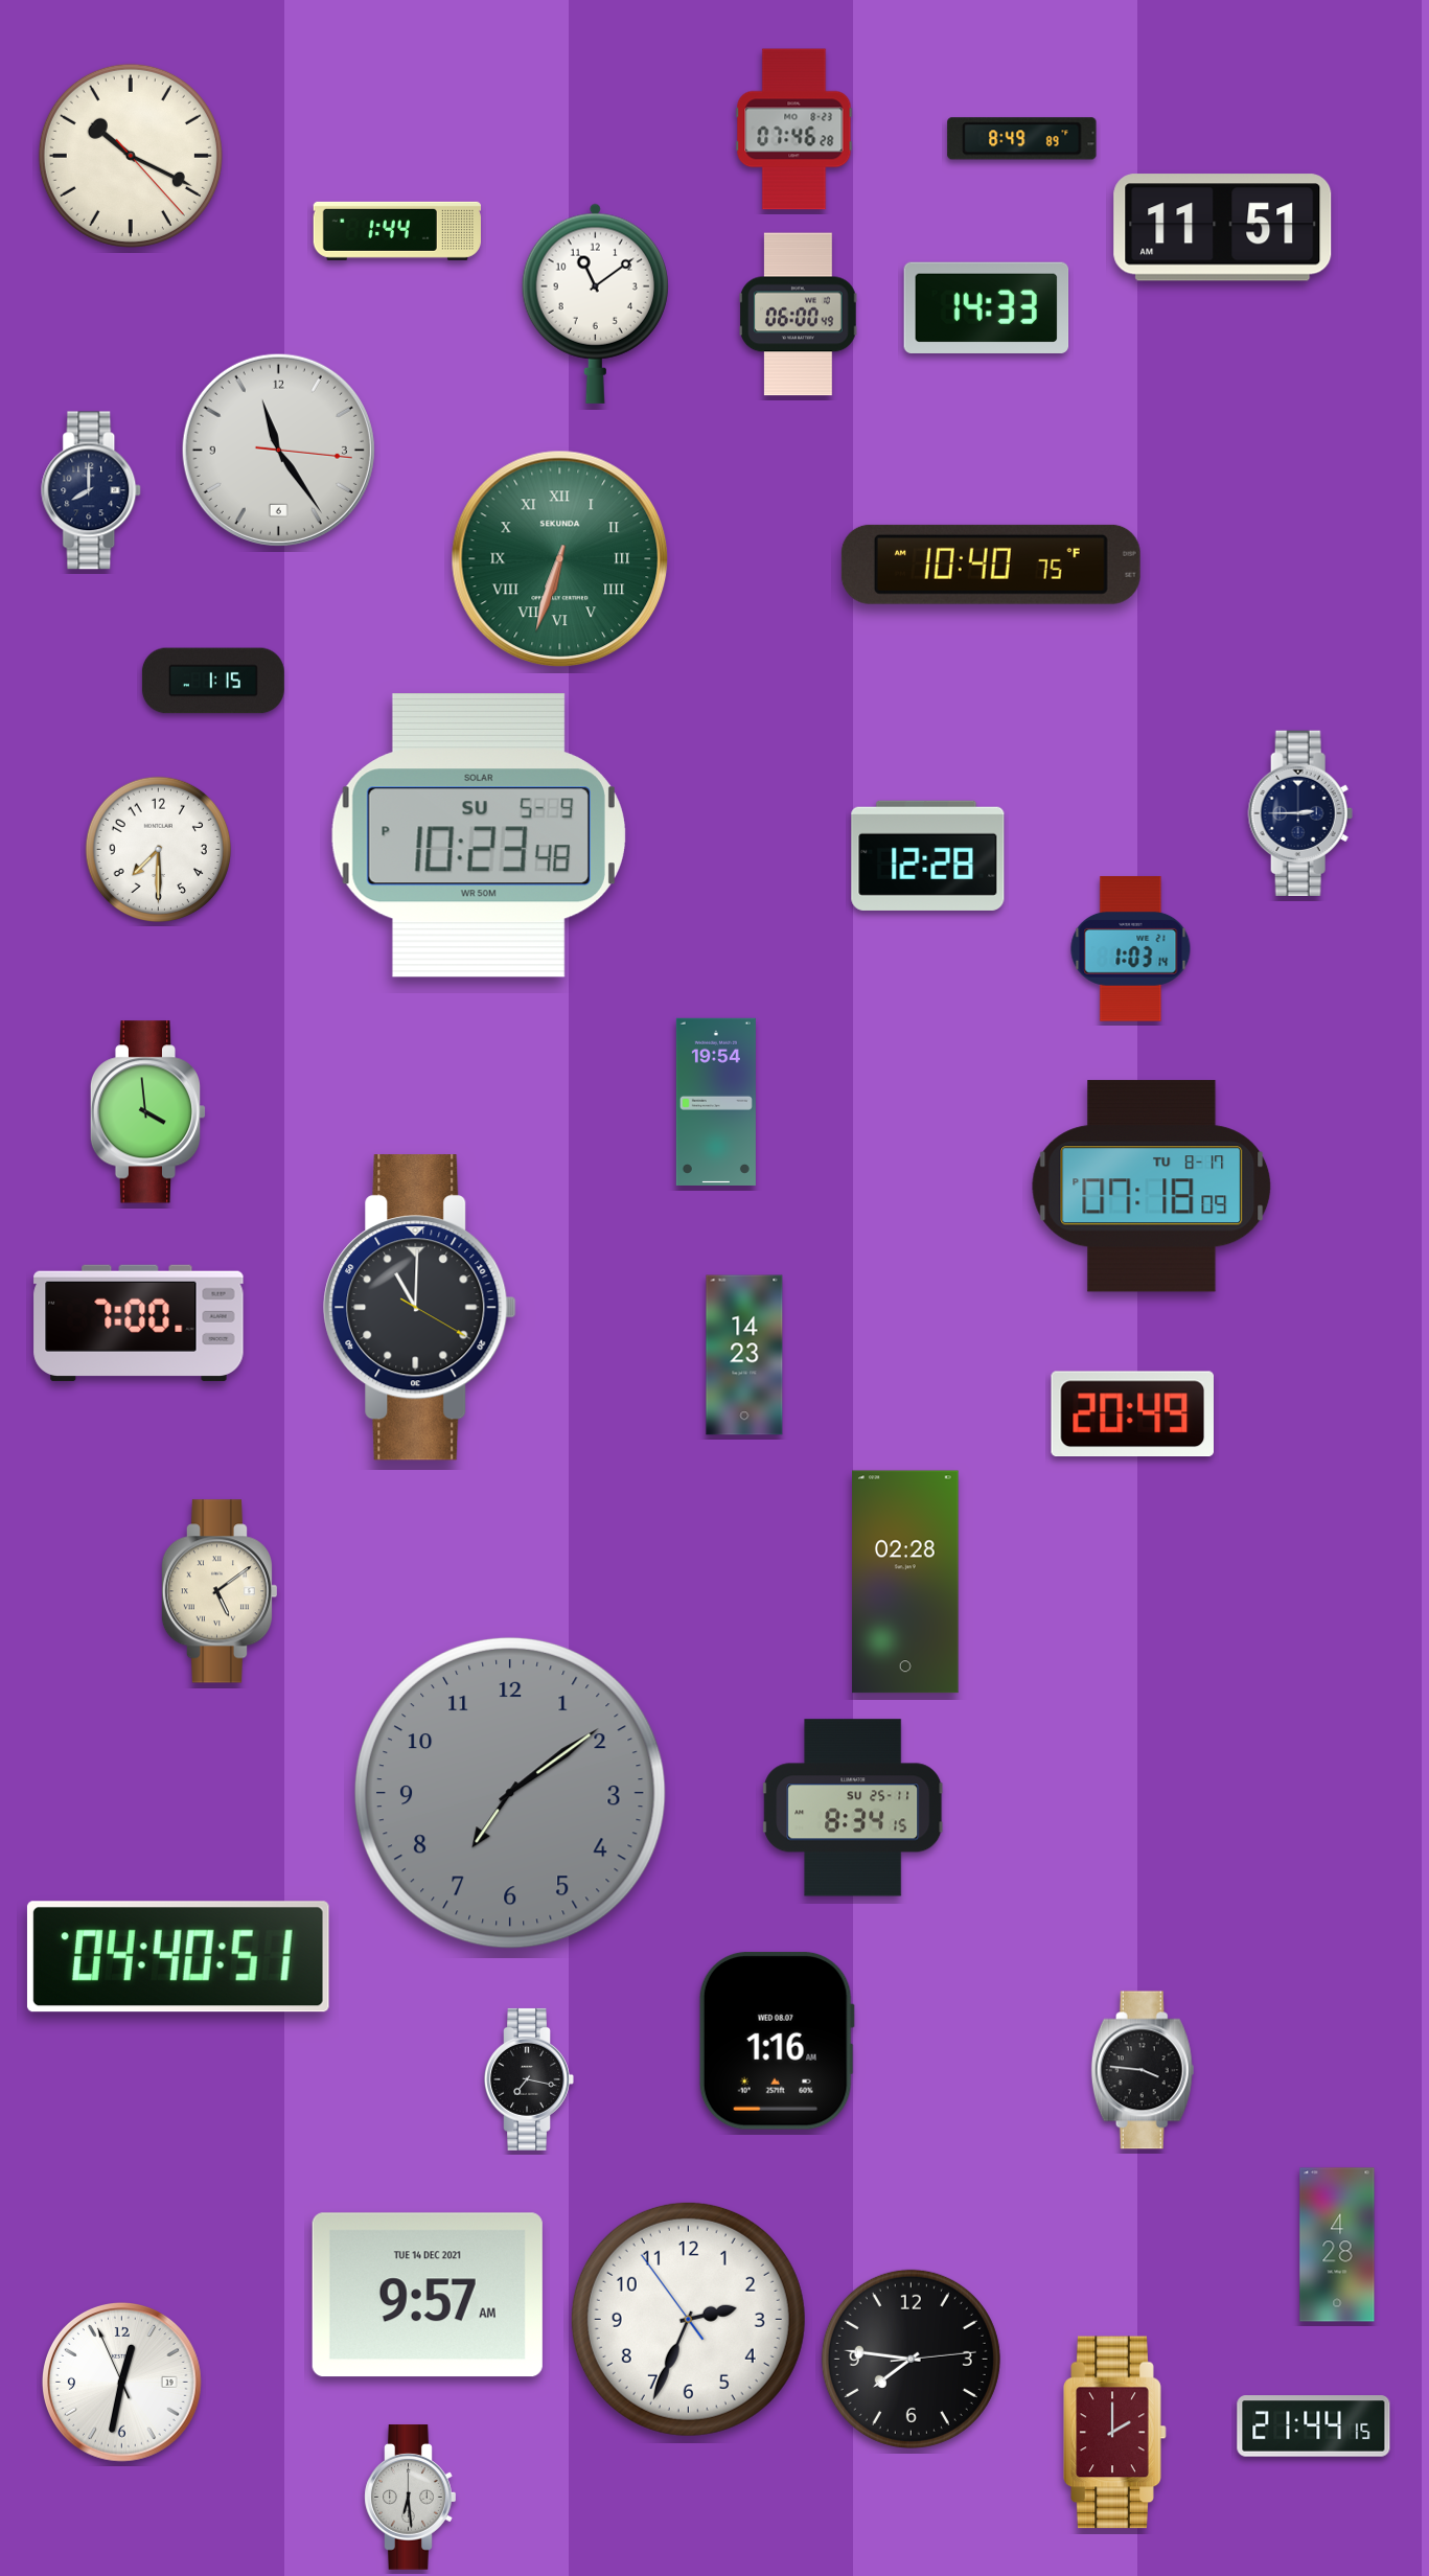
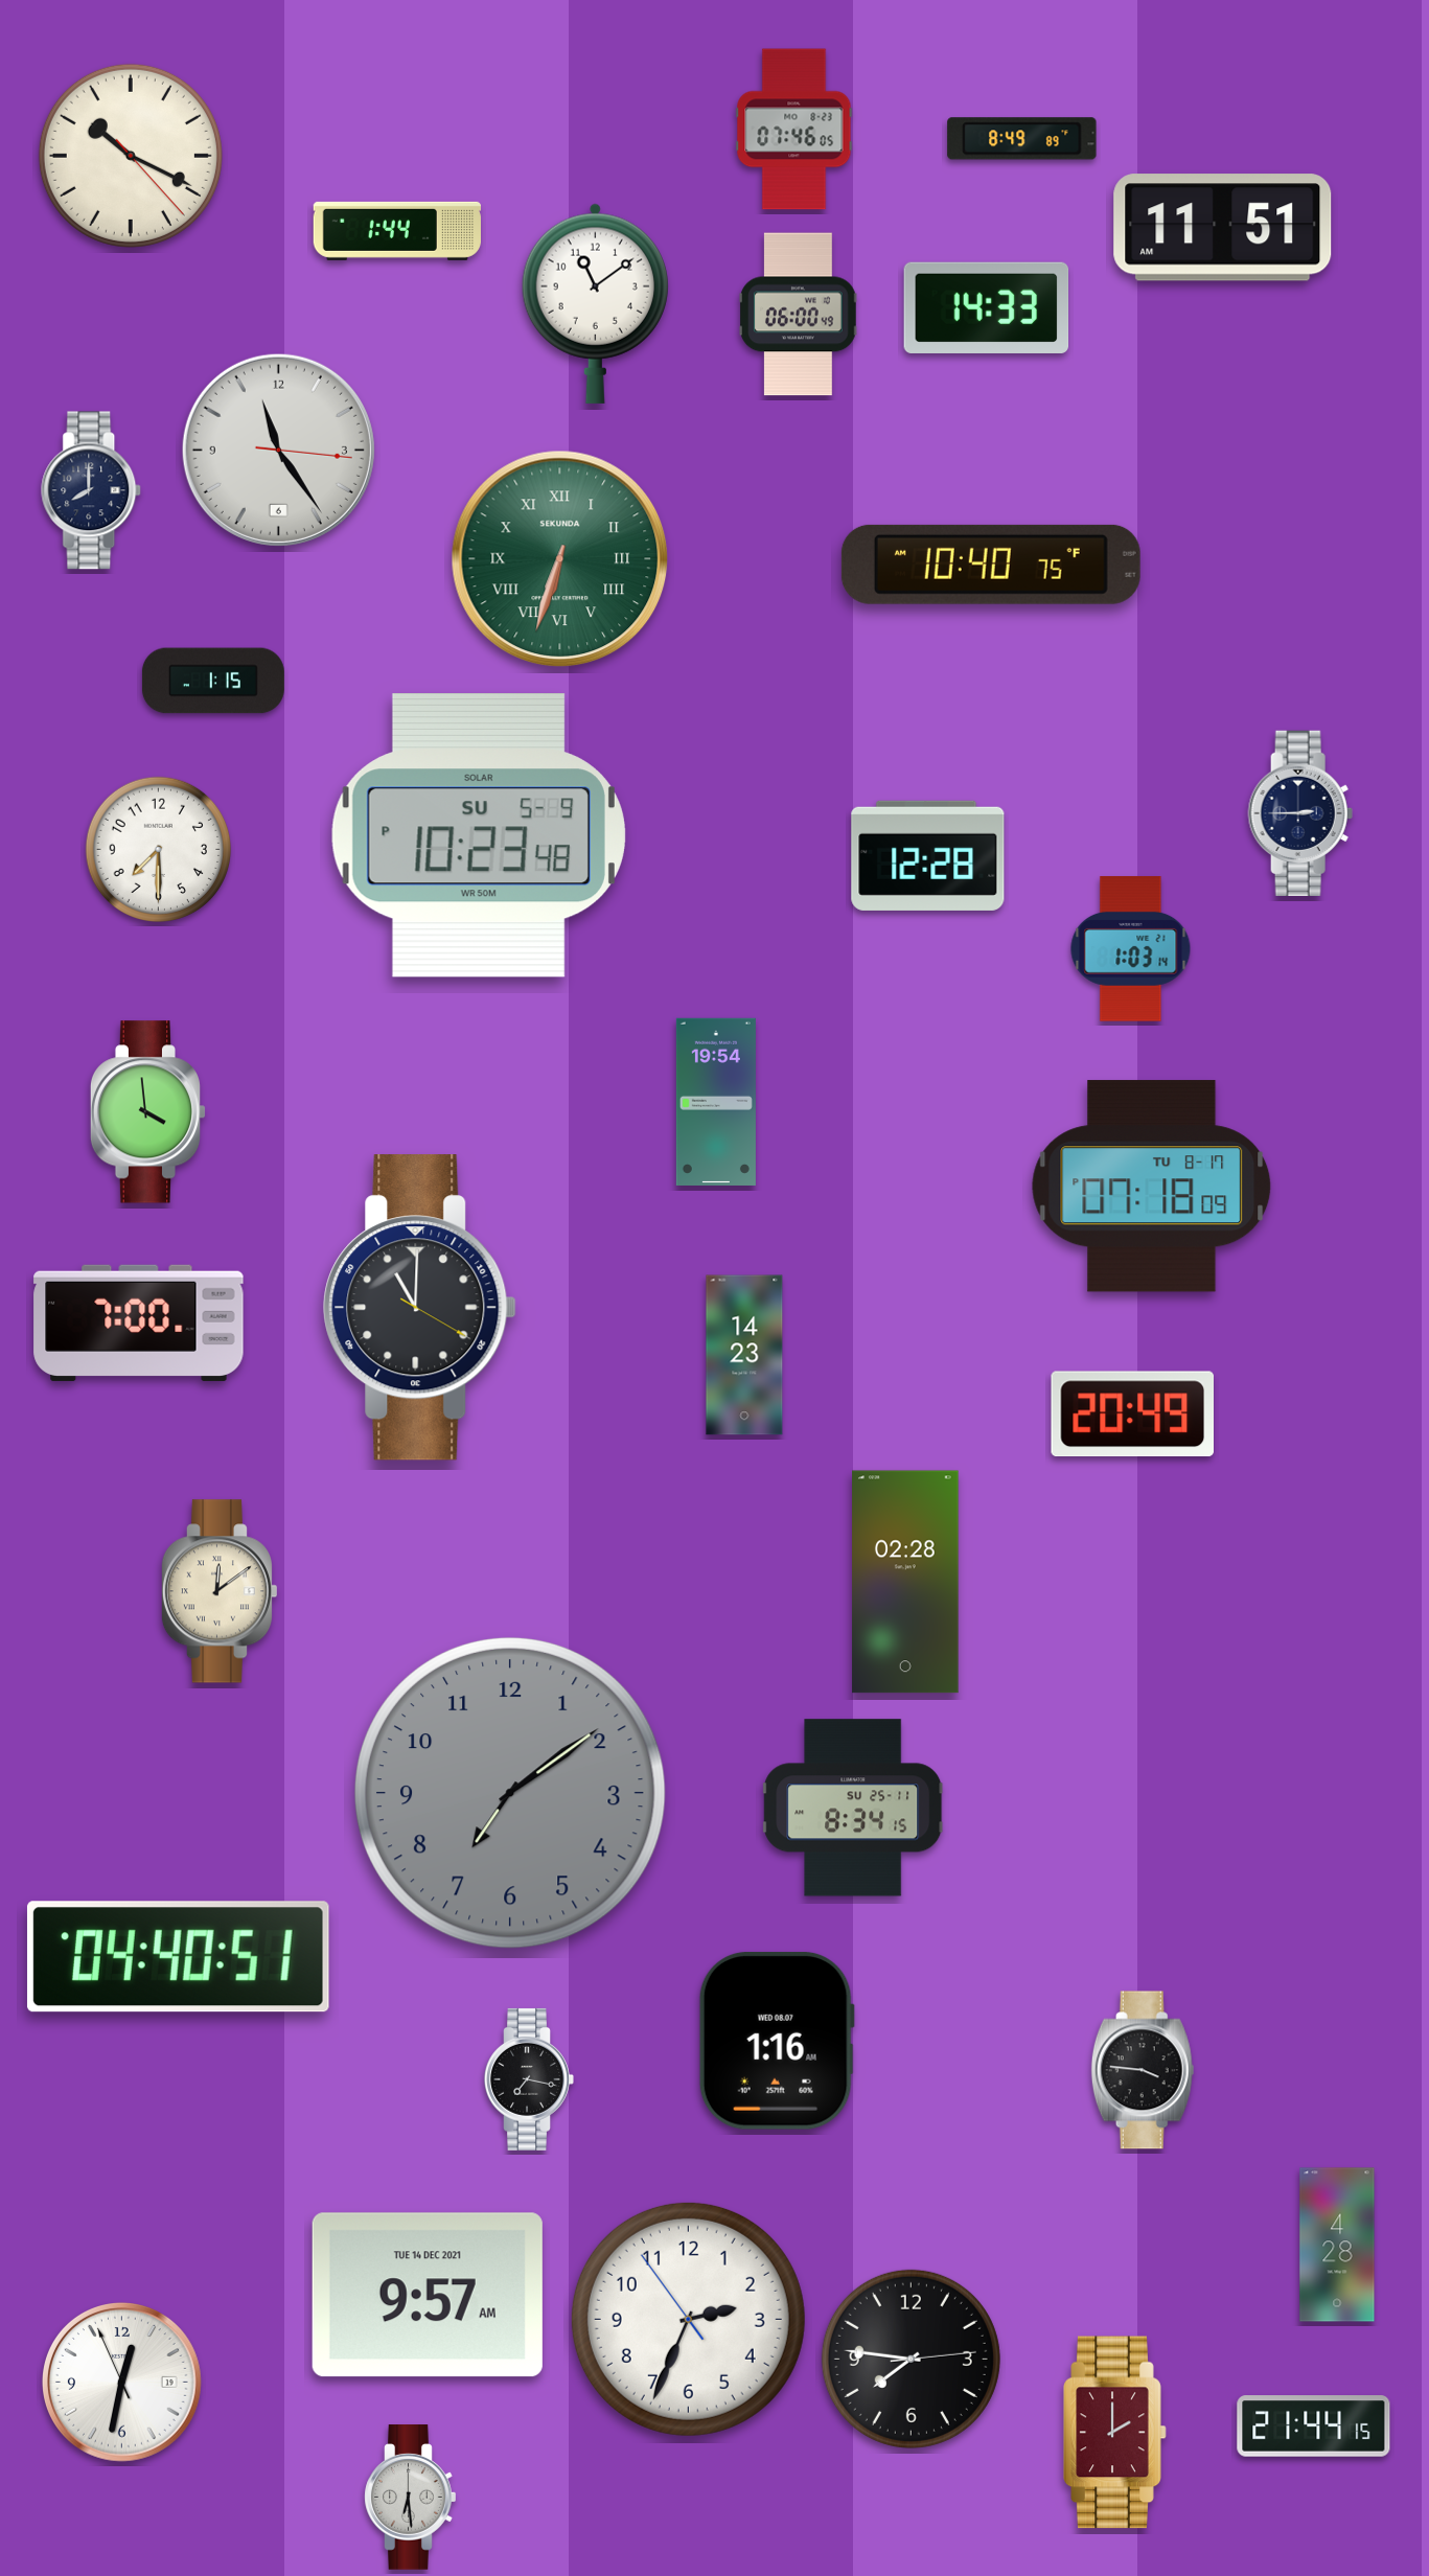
clock at (794, 130): 07:46:28 -> 07:46:05
clock at (218, 1591): 5:09 -> 12:09
